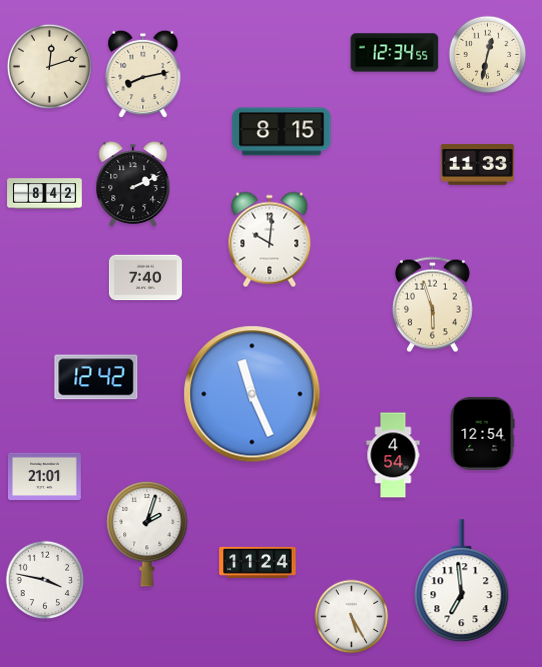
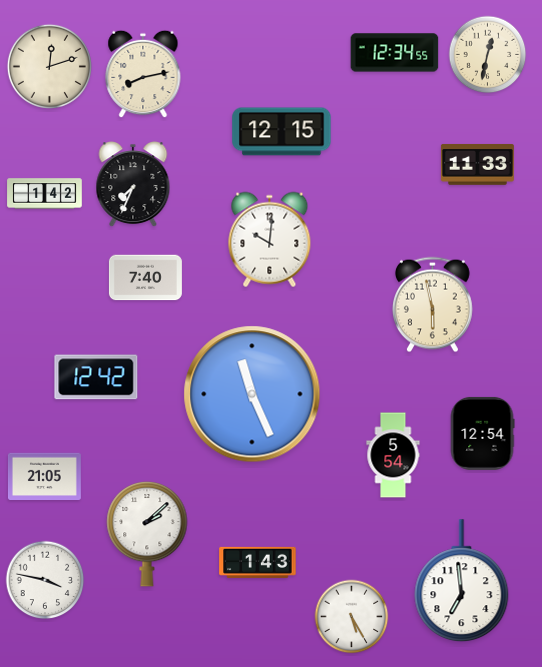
clock at (282, 132): 8:15 -> 12:15
clock at (133, 185): 2:11 -> 7:34
clock at (45, 194): 8:42 -> 1:42
clock at (432, 305): 5:57 -> 5:58
clock at (393, 455): 4:54 -> 5:54
clock at (44, 476): 21:01 -> 21:05
clock at (147, 534): 2:03 -> 2:08
clock at (258, 562): 11:24 -> 1:43
